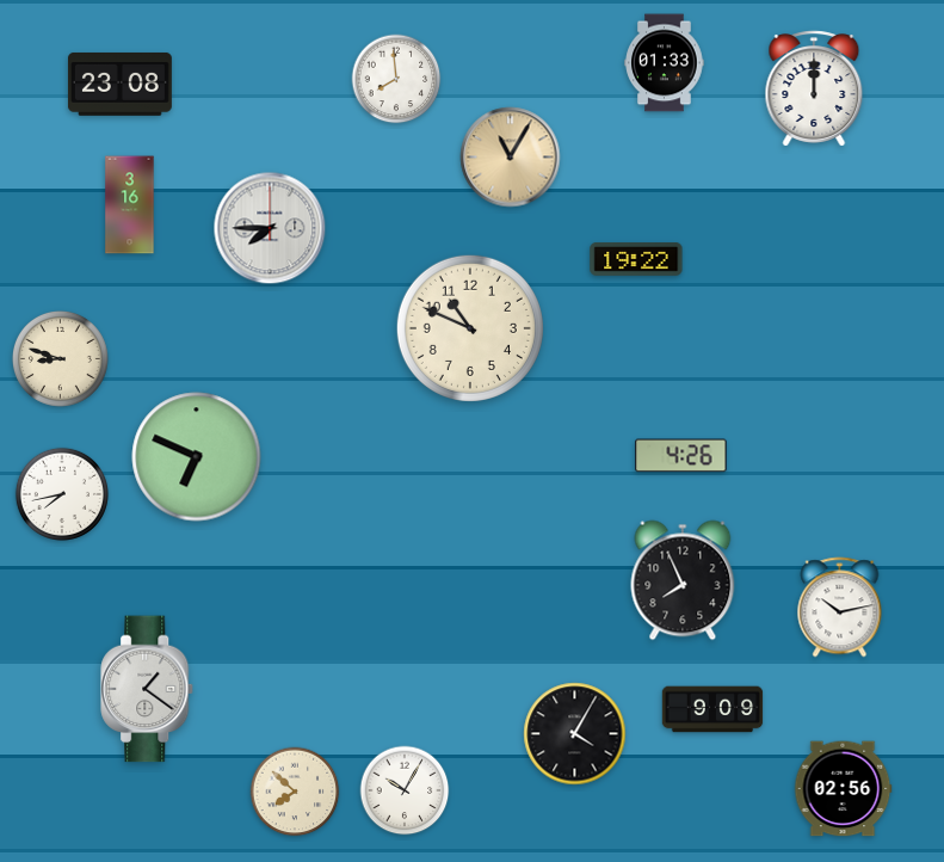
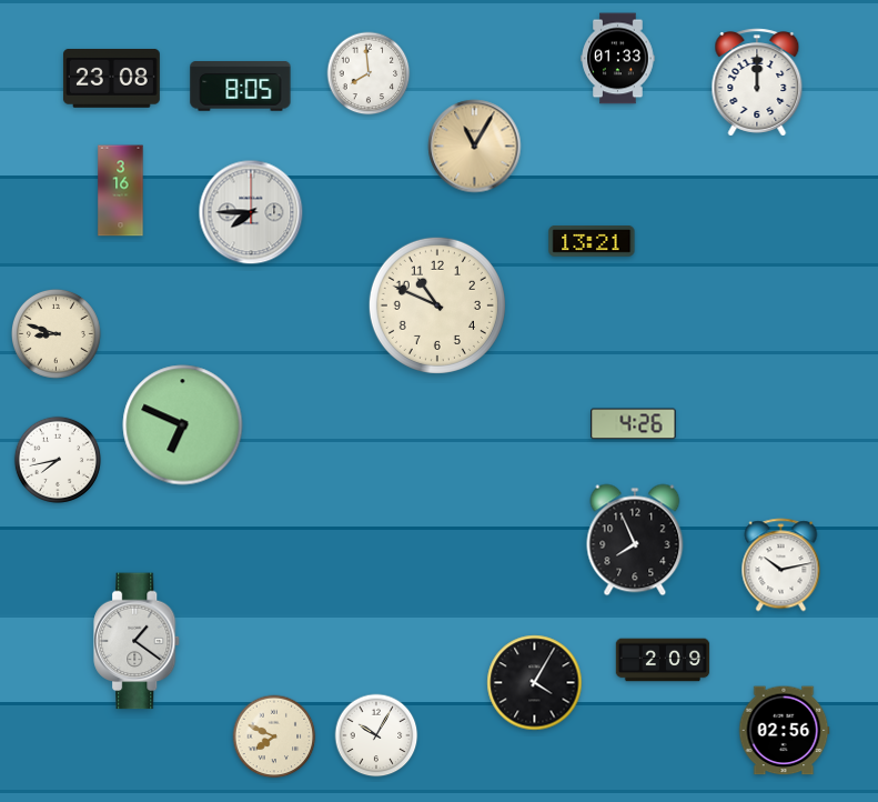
clock at (241, 87): none -> 8:05
clock at (636, 260): 19:22 -> 13:21
clock at (712, 709): 9:09 -> 2:09
clock at (843, 789) position: (843, 789) -> (784, 731)
clock at (295, 792): 7:52 -> 7:49
